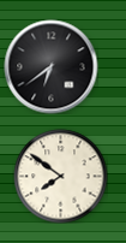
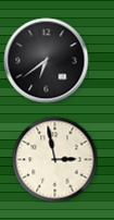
clock at (60, 176): 7:51 -> 2:58
